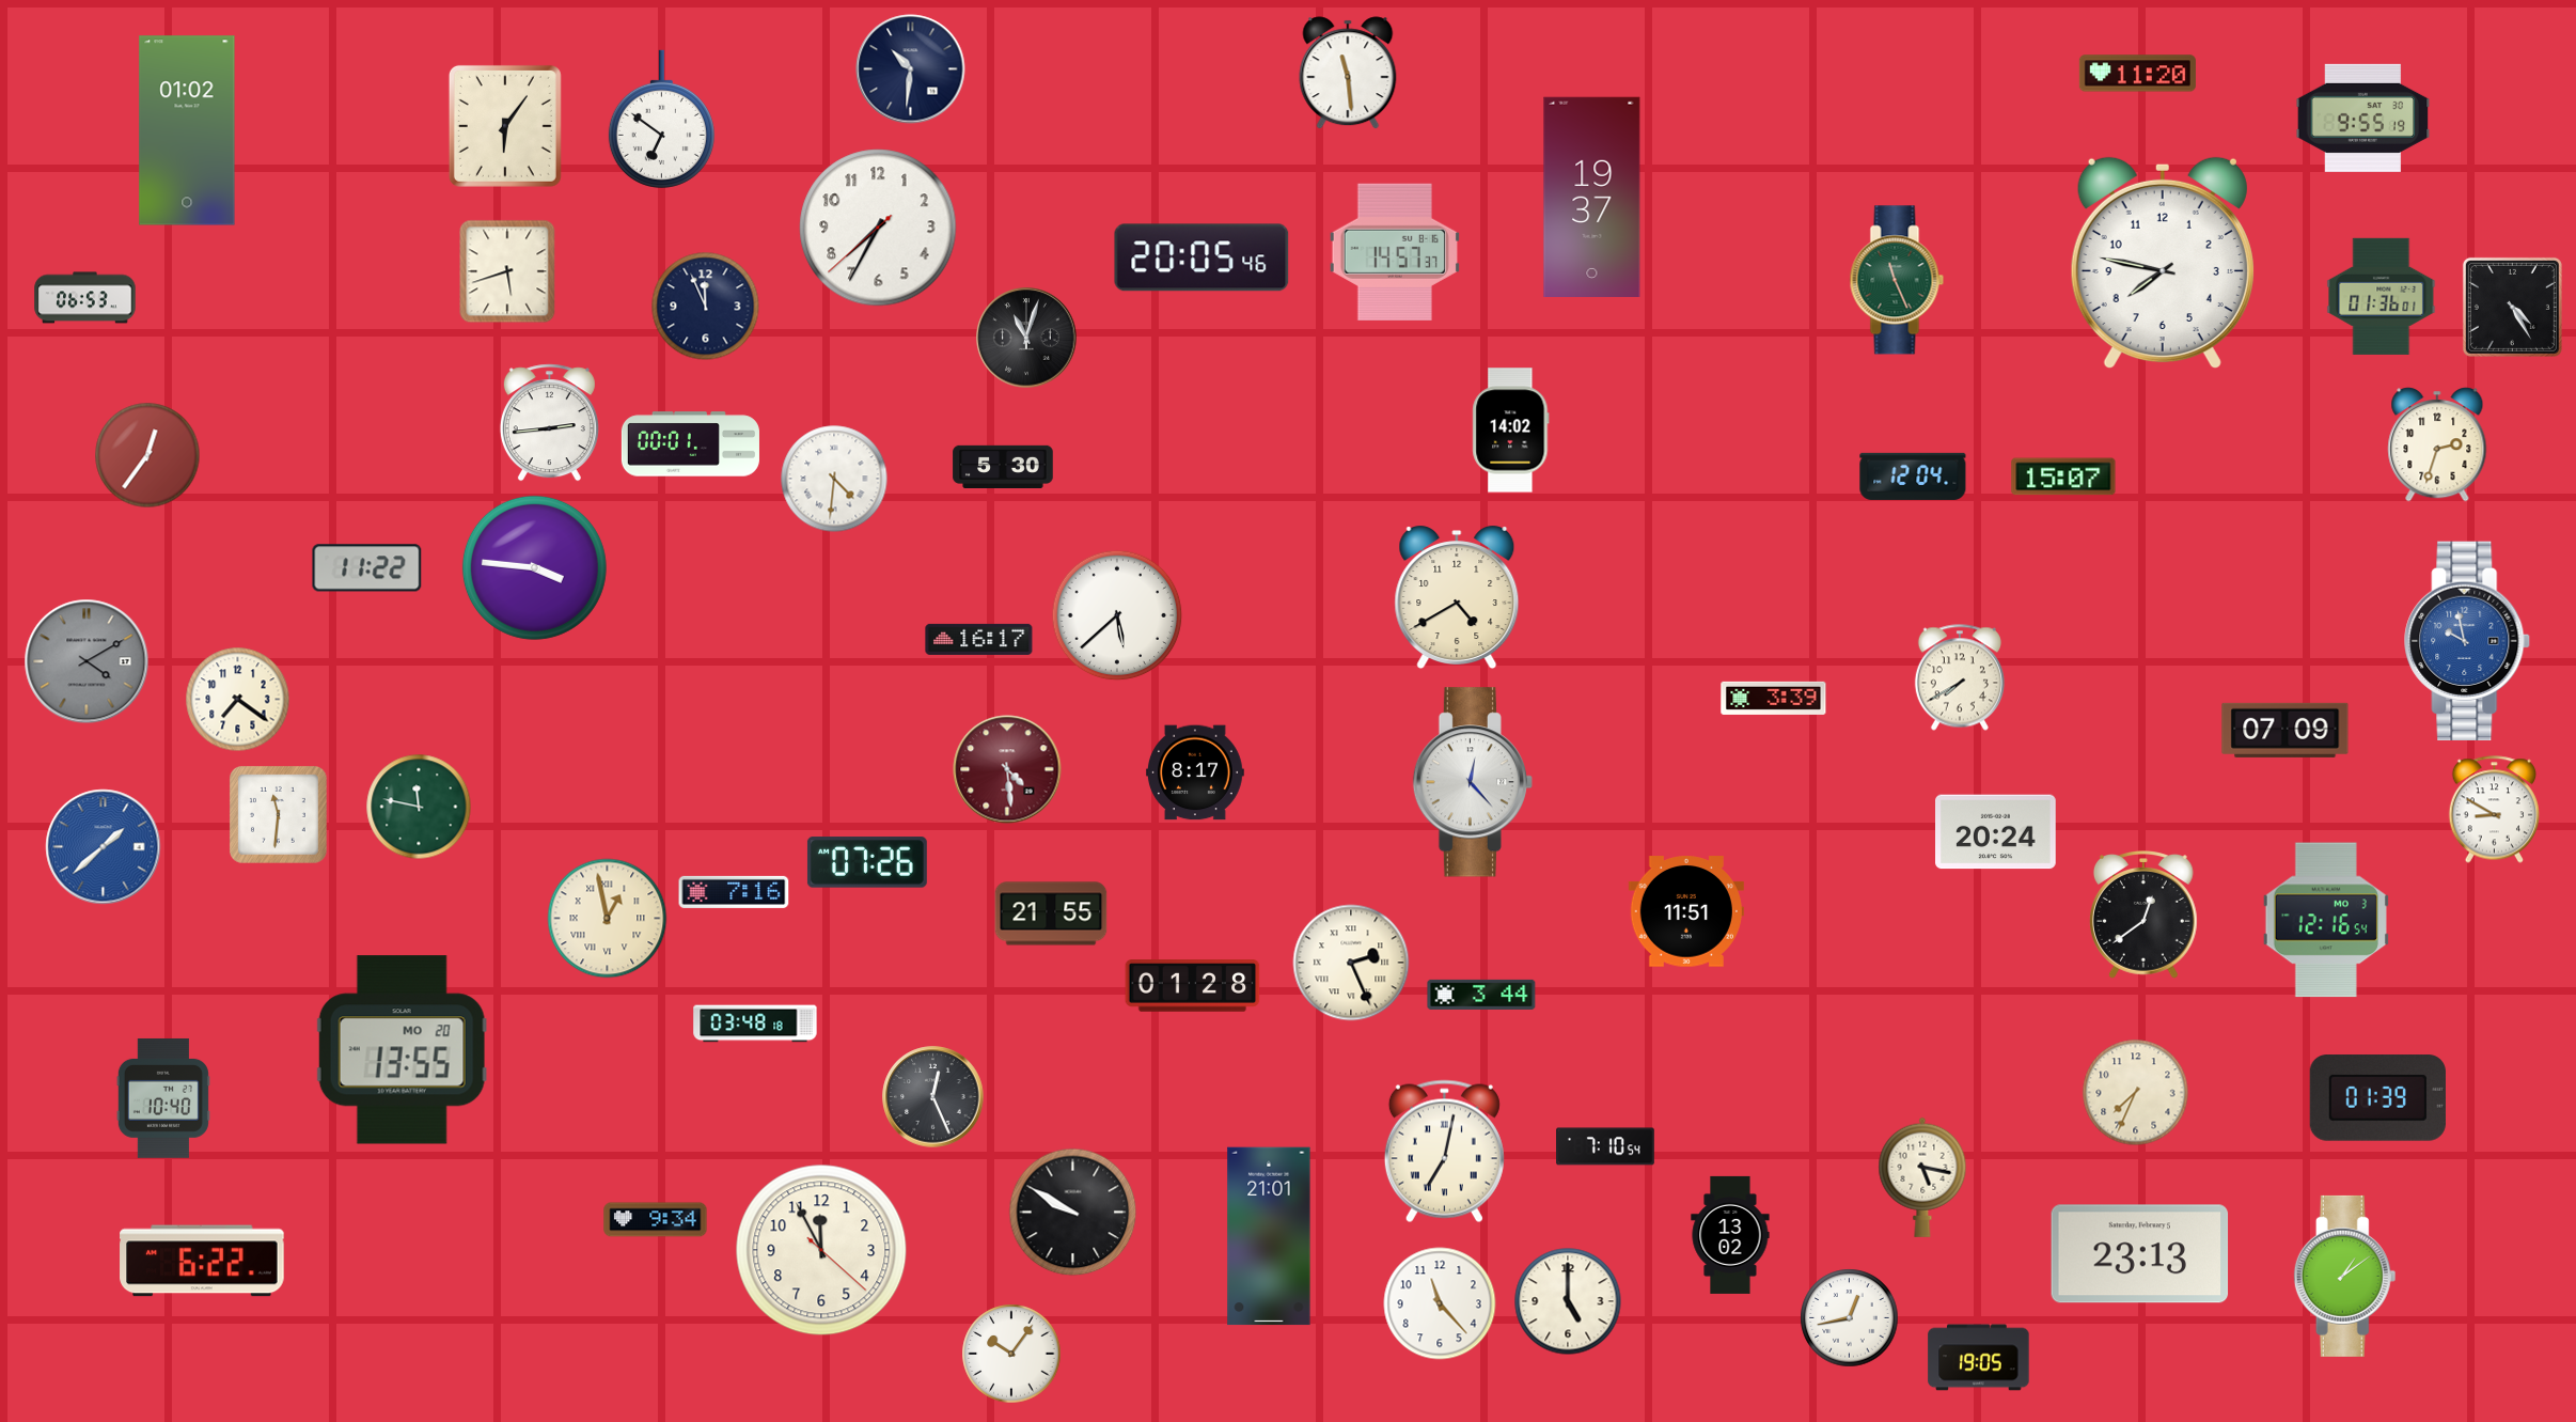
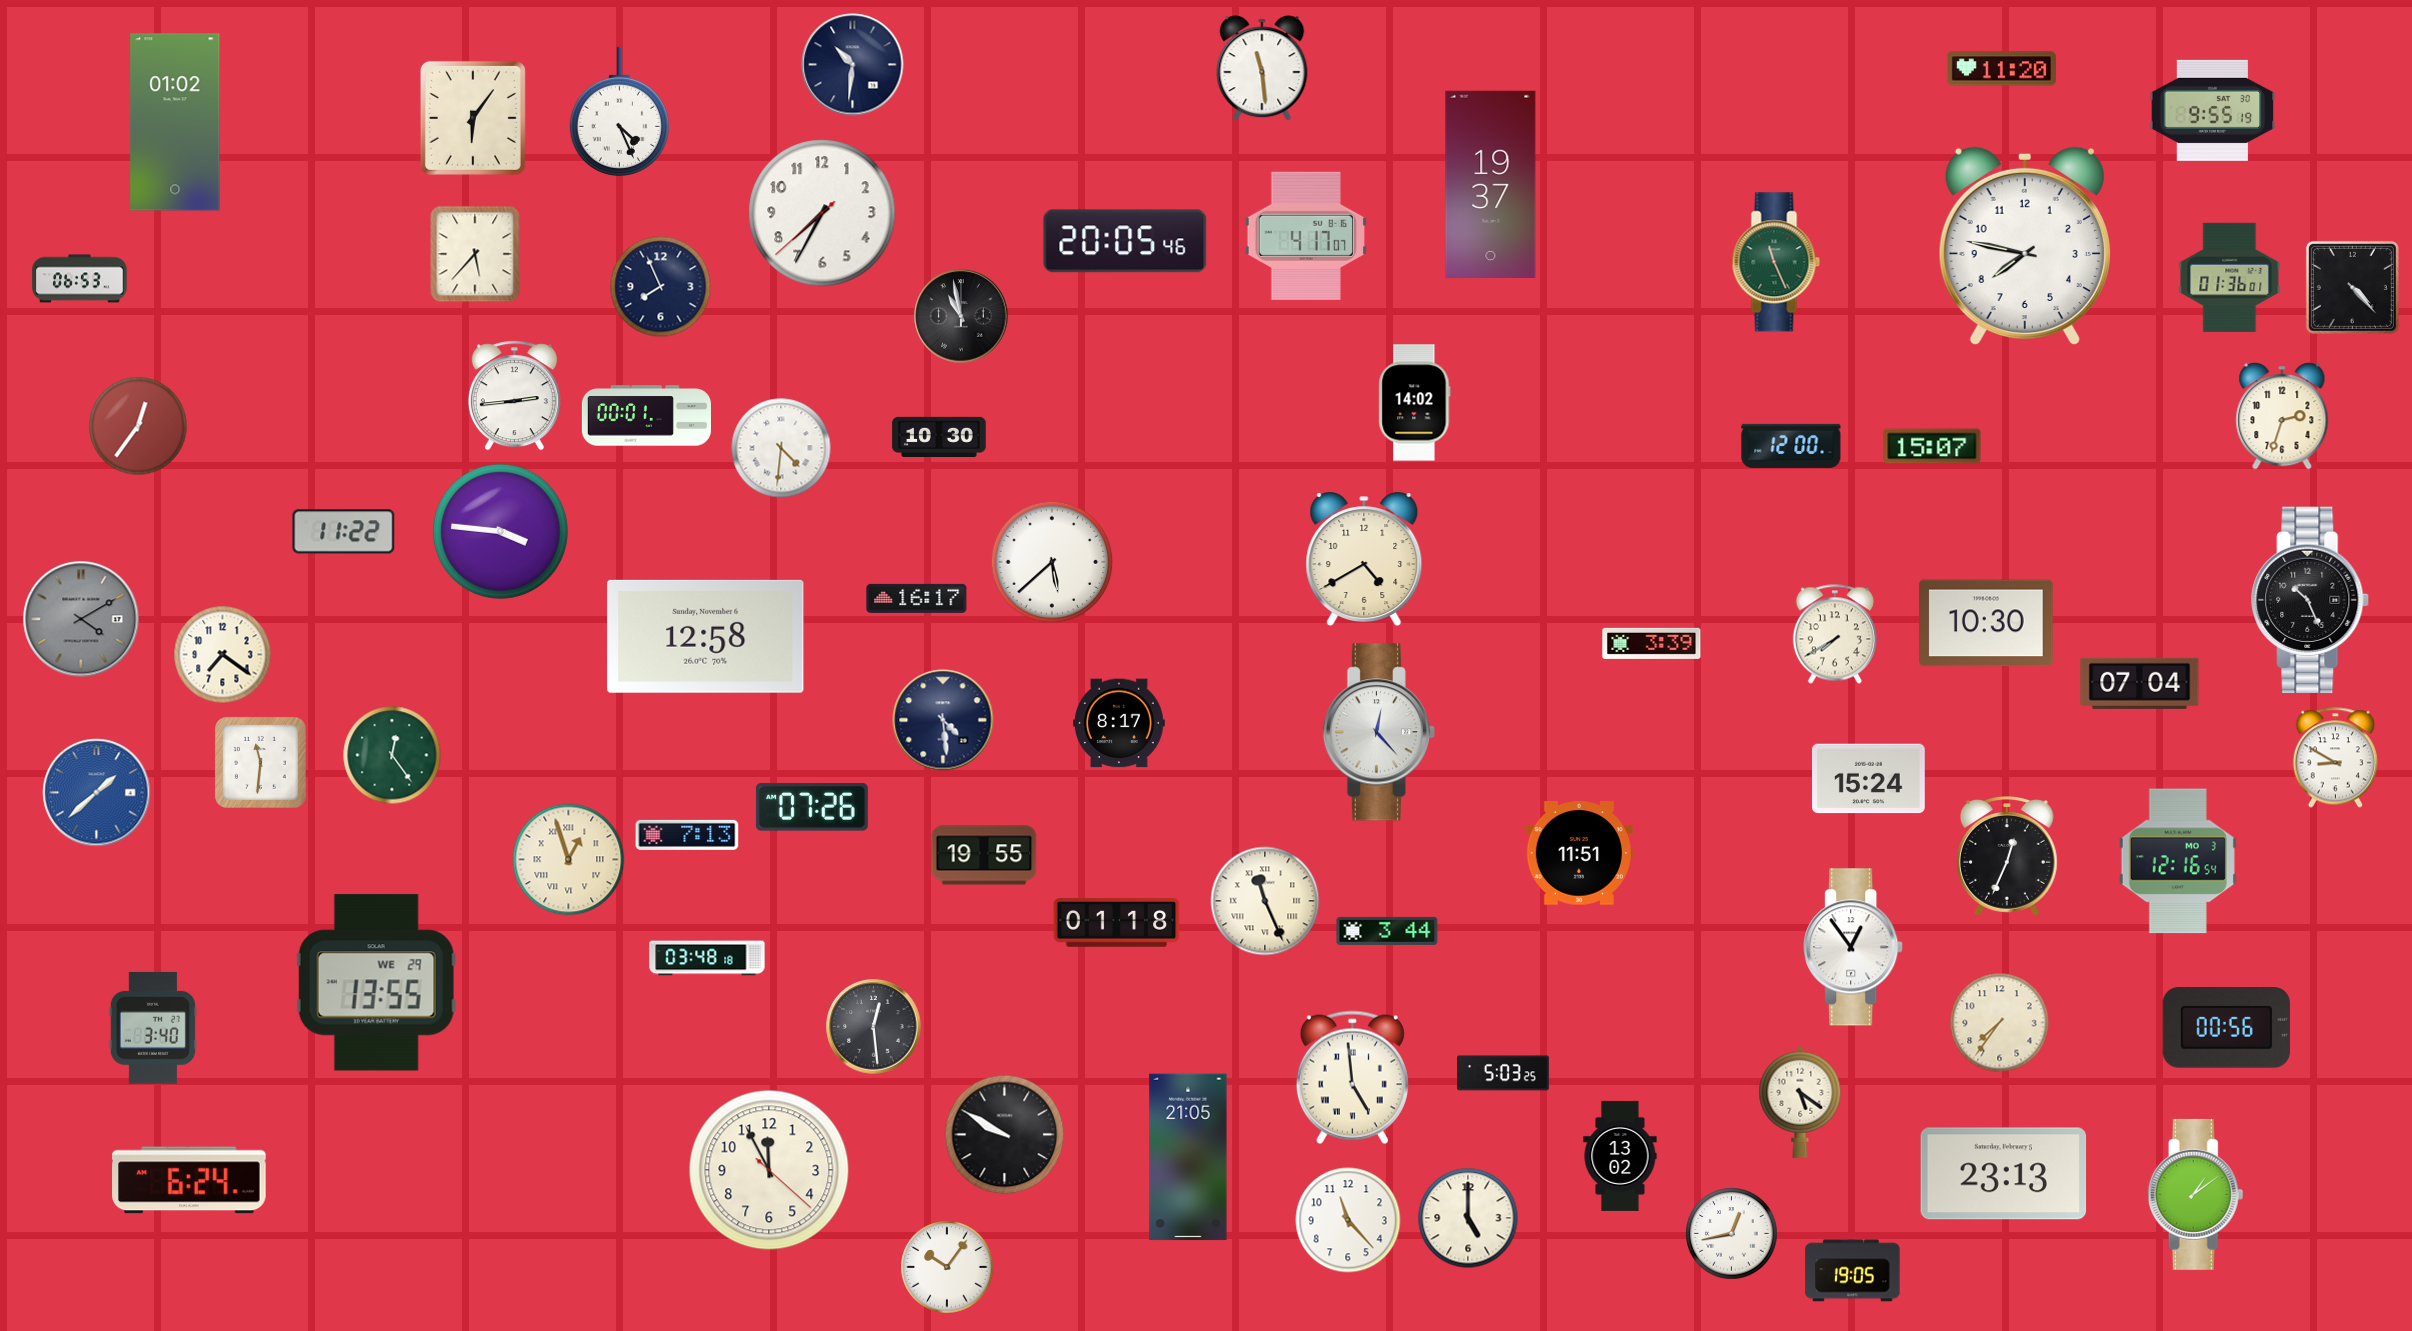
clock at (661, 119): 6:51 -> 4:26
clock at (1395, 252): 14:57 -> 4:17
clock at (507, 271): 5:42 -> 5:37
clock at (706, 307): 11:56 -> 7:56
clock at (2512, 307): 4:25 -> 4:23
clock at (1026, 338): 11:03 -> 10:58
clock at (1003, 466): 5:30 -> 10:30
clock at (1913, 476): 12:04 -> 12:00
clock at (1117, 615) position: (1117, 615) -> (1052, 562)
clock at (2468, 640): 9:58 -> 10:26
clock at (2468, 640) dial: blue -> black
clock at (1986, 623): none -> 10:30
clock at (706, 636): none -> 12:58
clock at (1774, 698) position: (1774, 698) -> (1652, 643)
clock at (2286, 730): 07:09 -> 07:04
clock at (1007, 769) dial: burgundy -> navy
clock at (419, 807): 11:47 -> 12:24
clock at (1996, 832): 20:24 -> 15:24
clock at (734, 892): 7:16 -> 7:13
clock at (1051, 913): 21:55 -> 19:55
clock at (2143, 916): 12:39 -> 12:34
clock at (608, 919): 12:58 -> 12:57
clock at (1351, 963): 2:26 -> 11:26
clock at (1193, 986): 01:28 -> 01:18
clock at (1854, 947): none -> 12:54
clock at (402, 1050) date: MO 20 -> WE 29
clock at (2136, 1093): 7:34 -> 7:36
clock at (933, 1097): 12:26 -> 12:29
clock at (163, 1098): 10:40 -> 3:40
clock at (2377, 1098): 01:39 -> 00:56
clock at (1606, 1146): 7:10 -> 5:03
clock at (1444, 1152): 7:02 -> 4:59
clock at (1922, 1177): 5:17 -> 5:21
clock at (656, 1220): 9:34 -> none
clock at (1269, 1236): 21:01 -> 21:05
clock at (202, 1261): 6:22 -> 6:24
